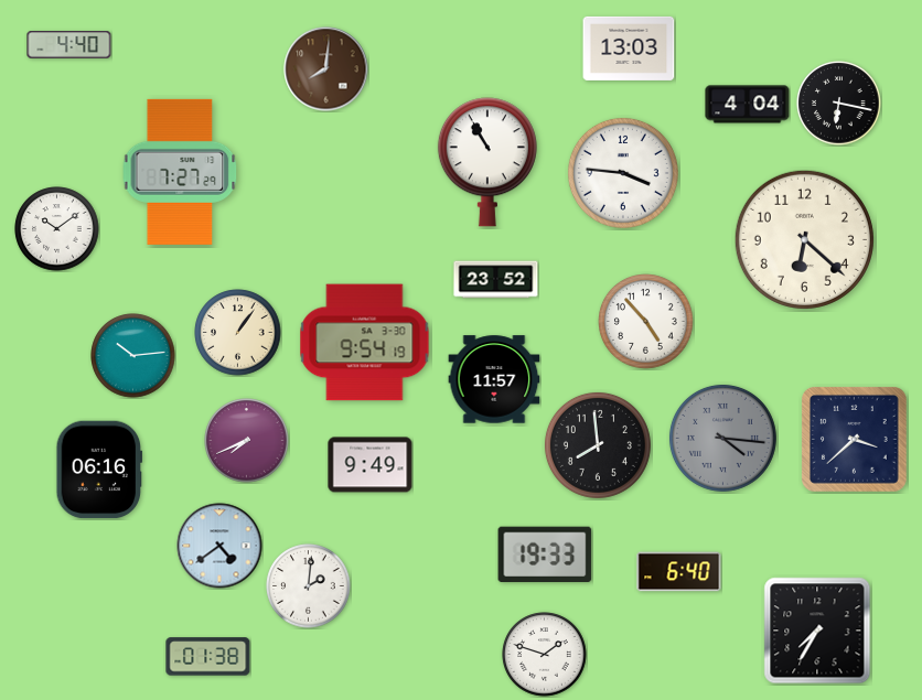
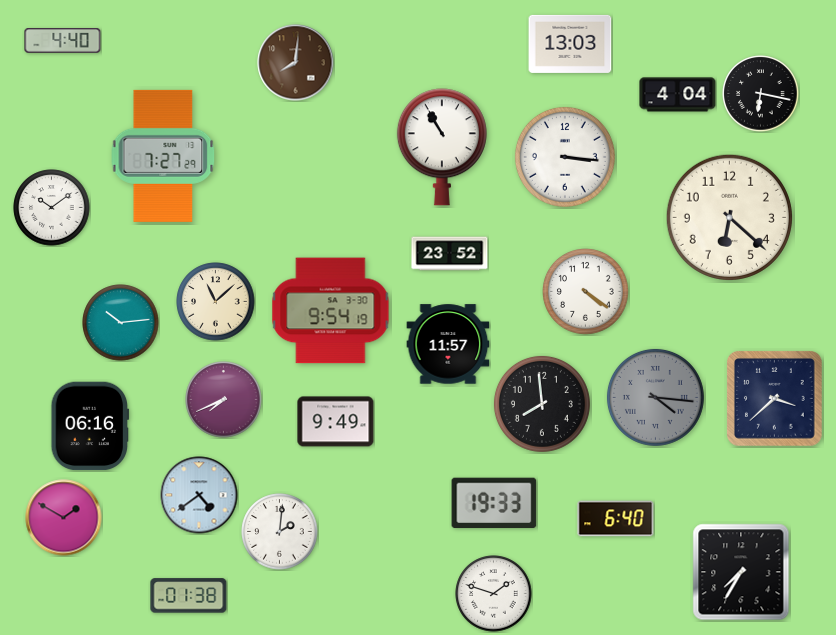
clock at (623, 173): 3:46 -> 3:16
clock at (646, 322): 4:53 -> 4:21
clock at (238, 333): 1:06 -> 11:08
clock at (64, 518): none -> 1:50
